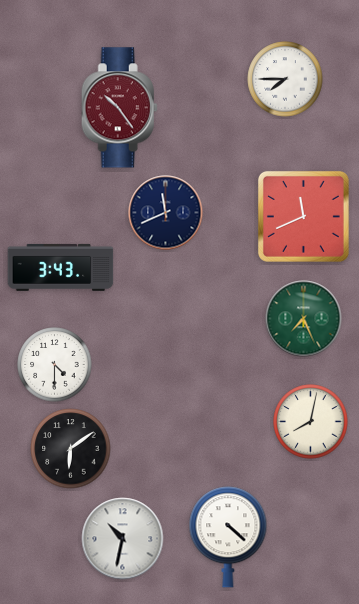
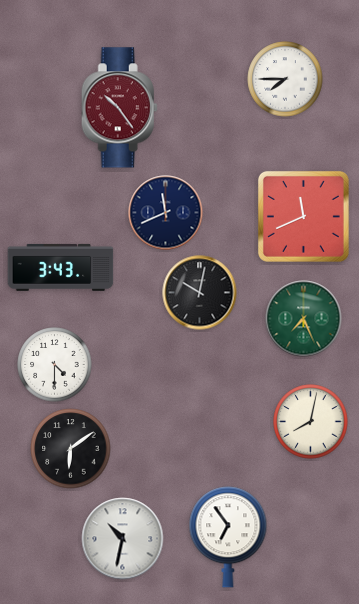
clock at (200, 293): none -> 10:02
clock at (228, 537): 4:22 -> 6:54
